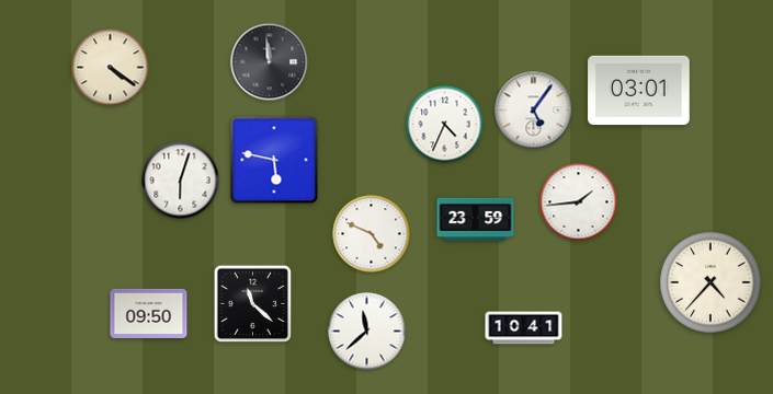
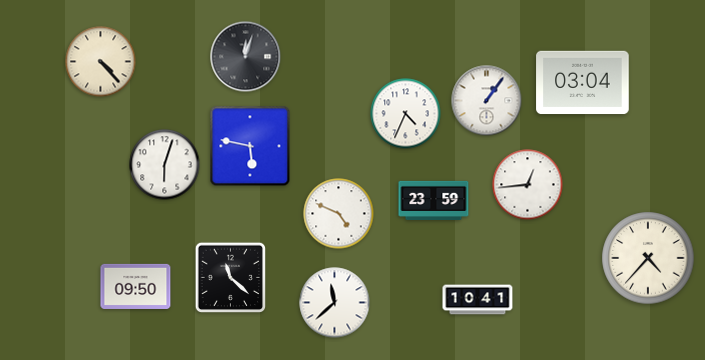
clock at (270, 62): 11:59 -> 12:03
clock at (111, 68): 4:21 -> 4:23
clock at (639, 91): 03:01 -> 03:04
clock at (534, 111): 5:06 -> 1:06
clock at (579, 202): 1:44 -> 12:44
